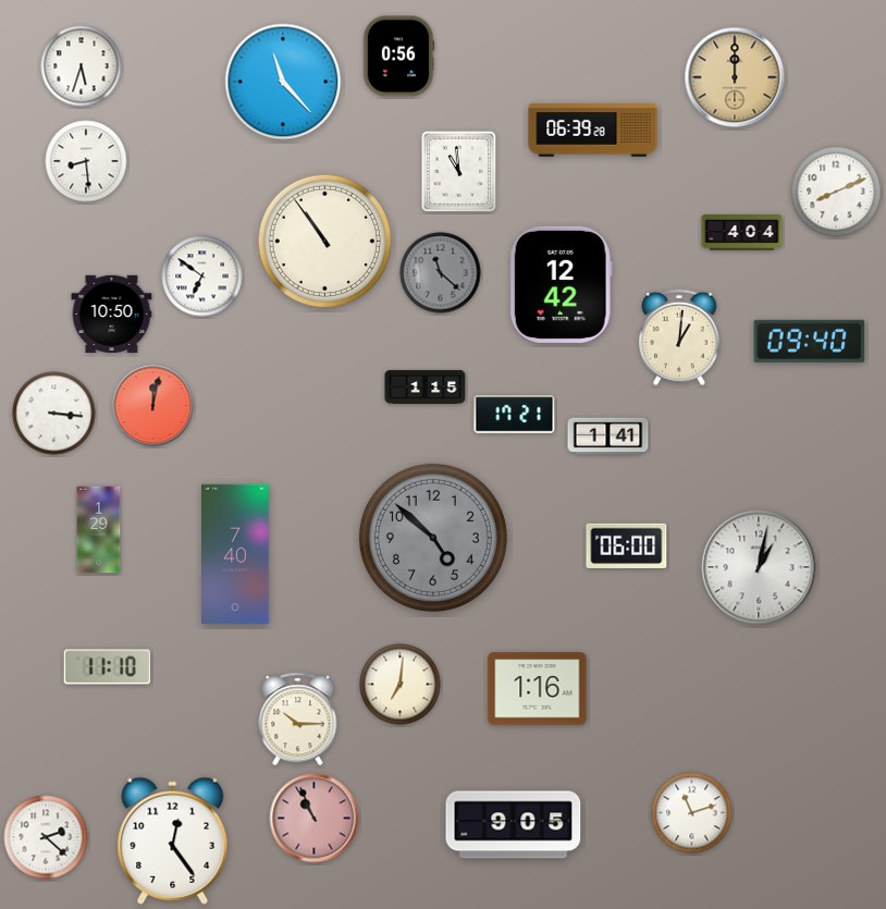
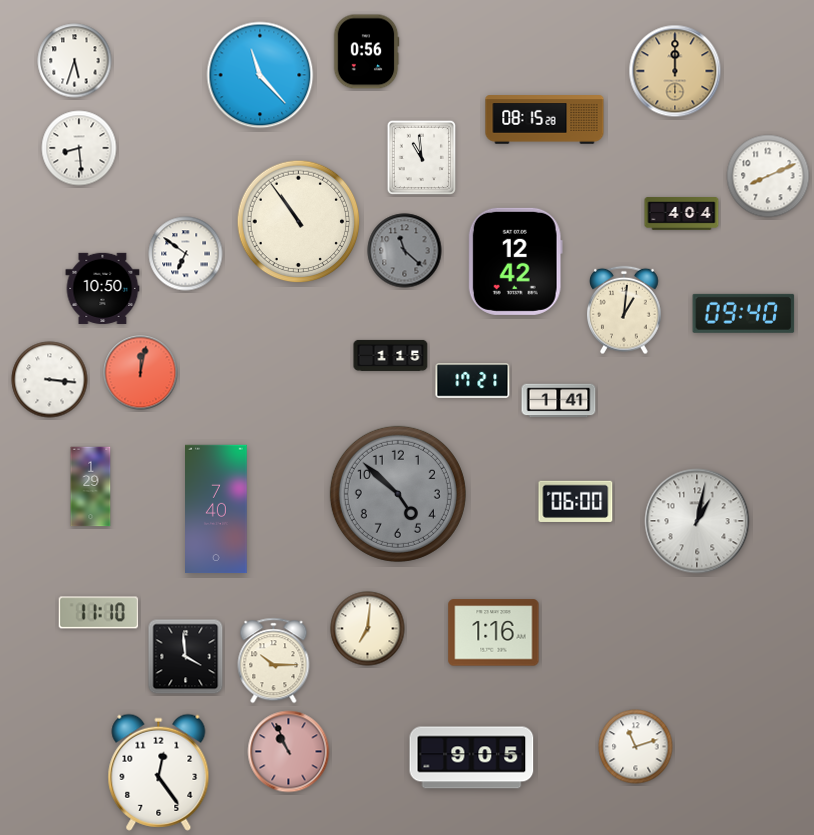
clock at (593, 131): 06:39 -> 08:15
clock at (186, 657): none -> 3:59
clock at (46, 837): 2:22 -> none
